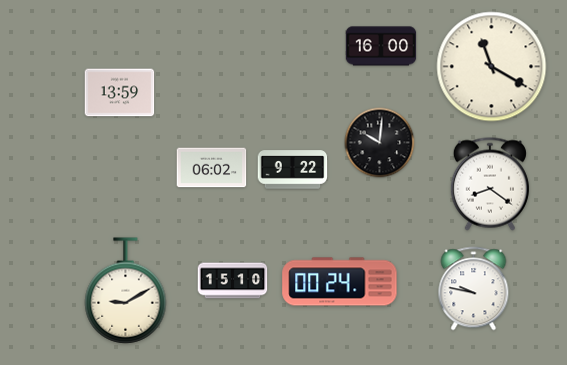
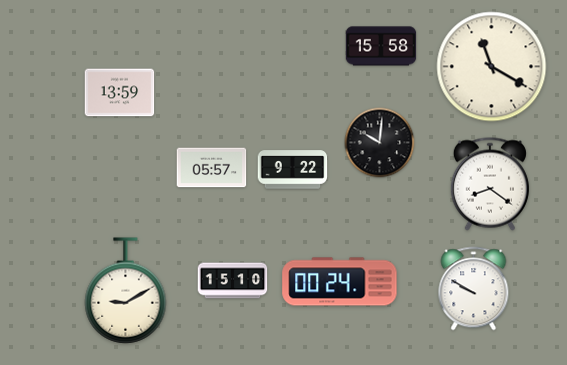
clock at (381, 46): 16:00 -> 15:58
clock at (212, 168): 06:02 -> 05:57
clock at (474, 289): 9:47 -> 9:50
